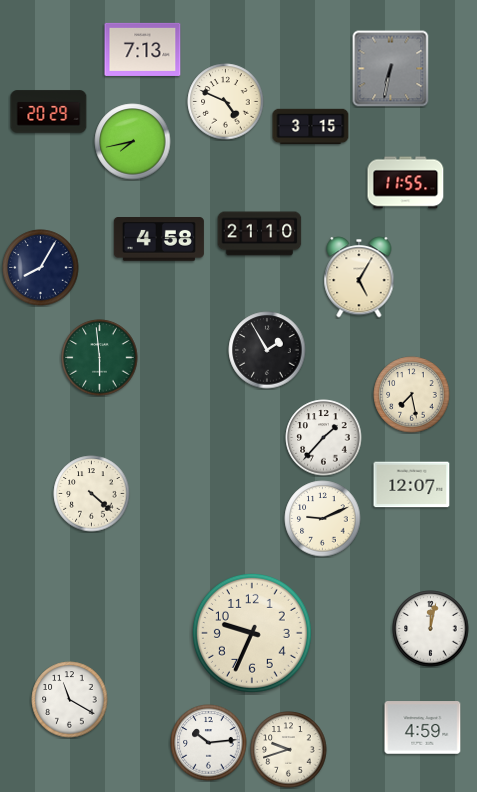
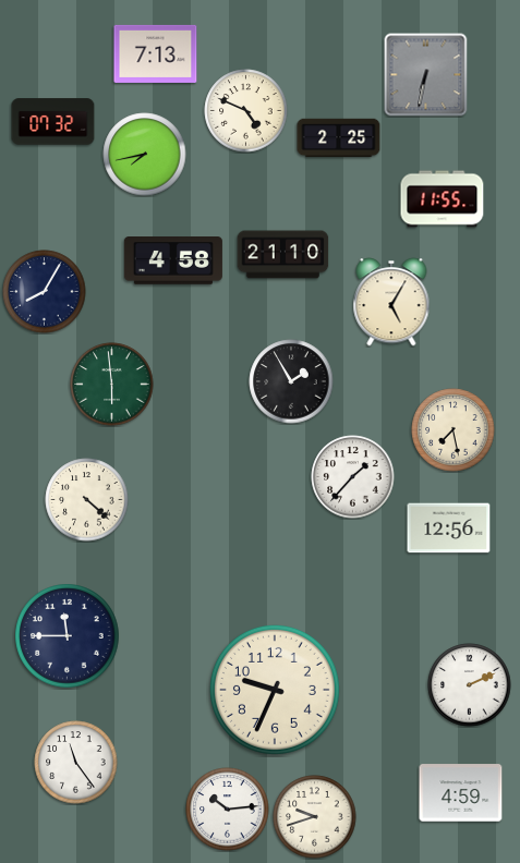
clock at (49, 112): 20:29 -> 07:32
clock at (311, 127): 3:15 -> 2:25
clock at (100, 358) position: (100, 358) -> (112, 385)
clock at (412, 395) position: (412, 395) -> (454, 430)
clock at (412, 485): 12:07 -> 12:56
clock at (92, 494) position: (92, 494) -> (87, 500)
clock at (323, 519): 9:11 -> none
clock at (68, 636): none -> 11:45
clock at (431, 629): 12:02 -> 2:11
clock at (70, 700): 11:20 -> 11:24
